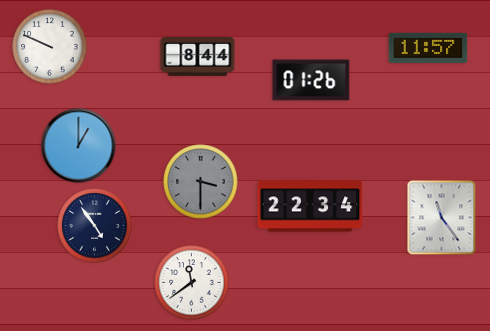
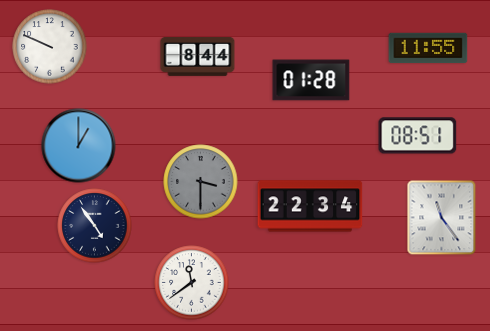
clock at (428, 48): 11:57 -> 11:55
clock at (311, 80): 01:26 -> 01:28
clock at (418, 136): none -> 08:51
